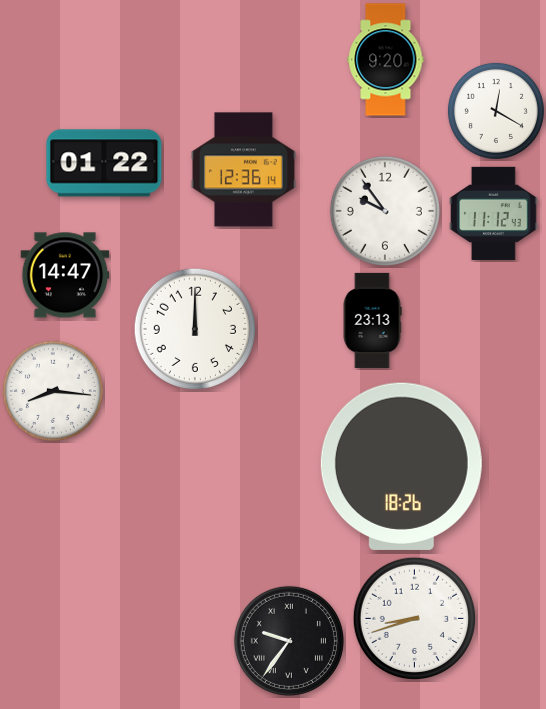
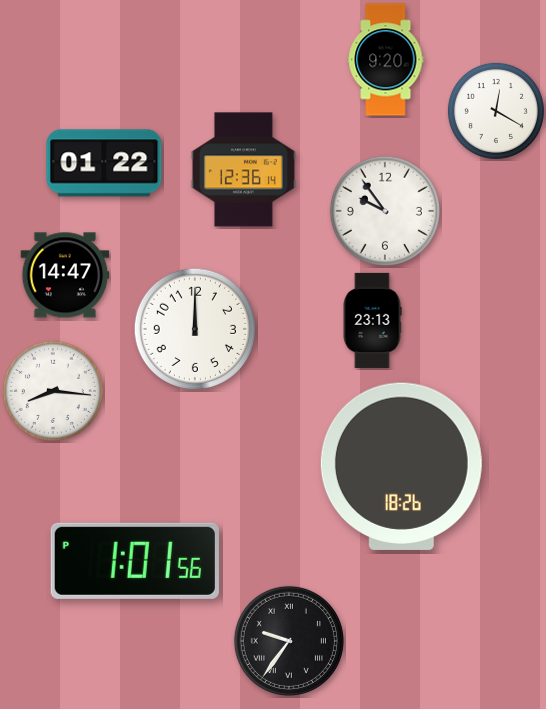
clock at (494, 213): 11:12 -> none
clock at (135, 561): none -> 1:01
clock at (414, 618): 8:42 -> none
